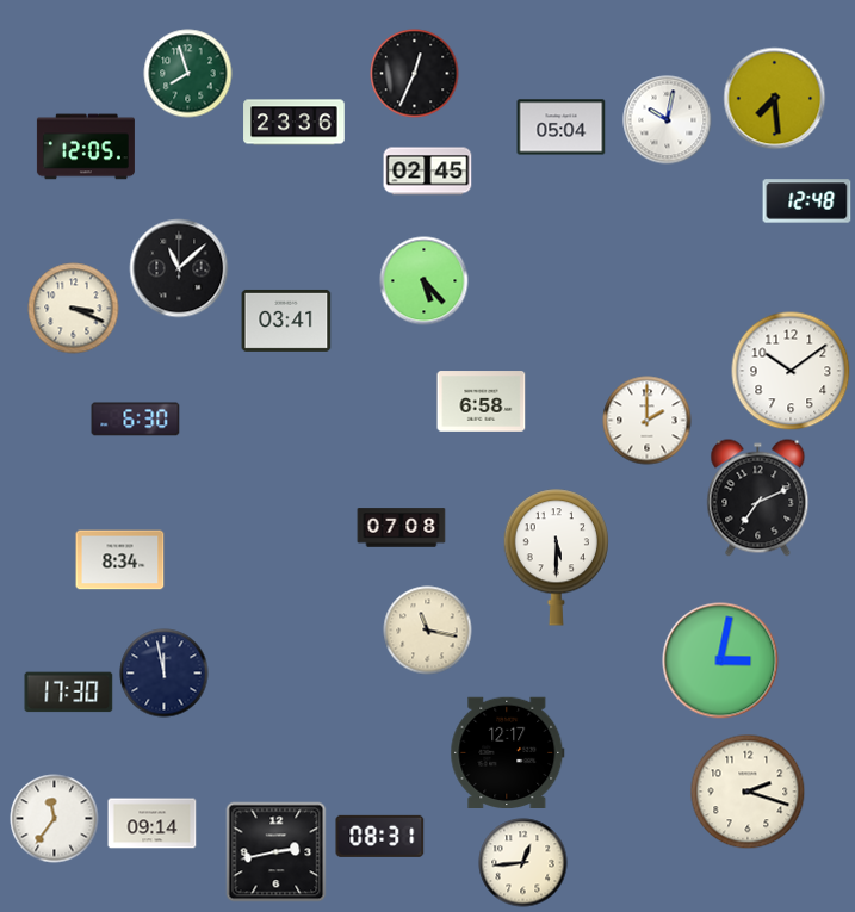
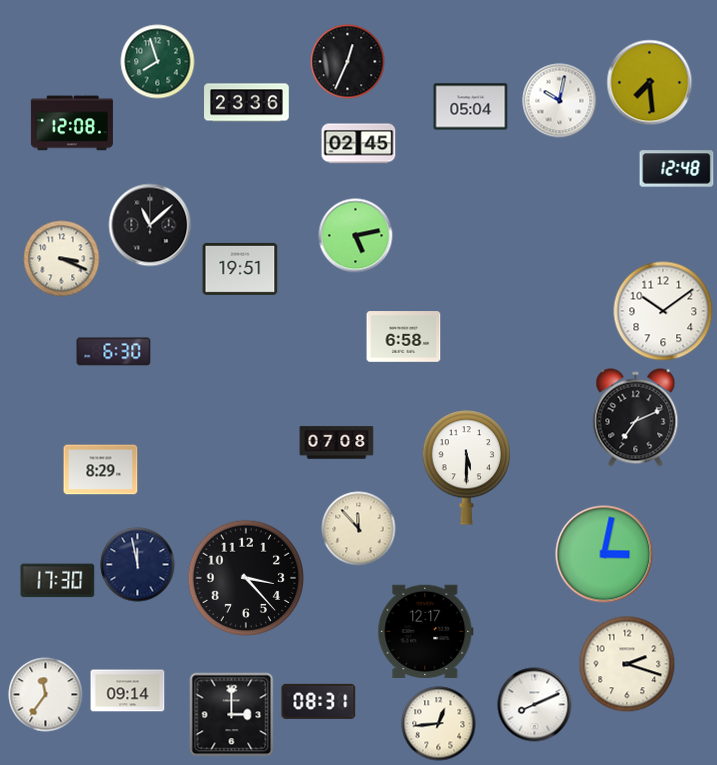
clock at (86, 147): 12:05 -> 12:08
clock at (425, 281): 5:23 -> 5:13
clock at (286, 321): 03:41 -> 19:51
clock at (648, 421): 2:00 -> none
clock at (120, 560): 8:34 -> 8:29
clock at (428, 631): 11:17 -> 11:53
clock at (246, 578): none -> 3:23
clock at (55, 819) position: (55, 819) -> (46, 695)
clock at (535, 705): none -> 8:11
clock at (277, 852): 2:43 -> 3:00
